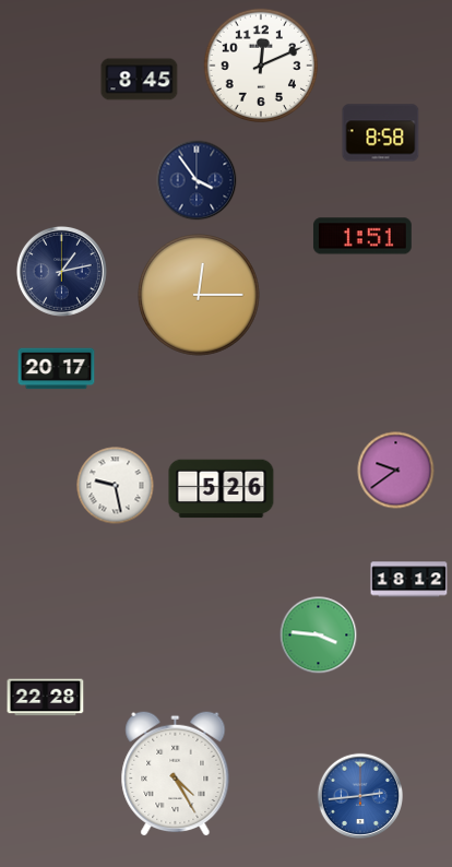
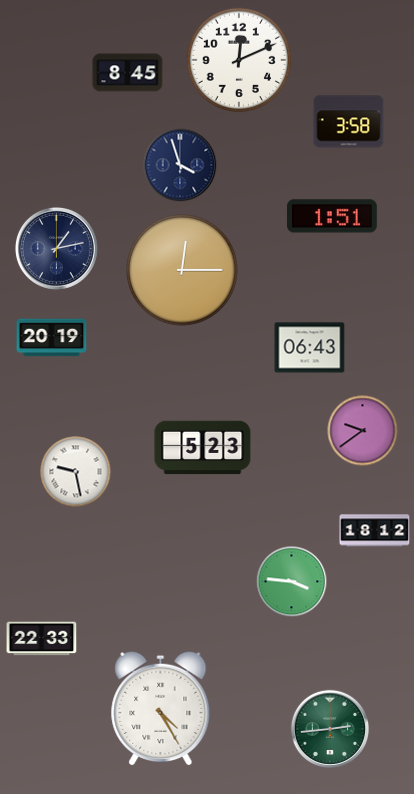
clock at (381, 133): 8:58 -> 3:58
clock at (197, 180): 3:54 -> 3:57
clock at (57, 369): 20:17 -> 20:19
clock at (310, 348): none -> 06:43
clock at (116, 486) position: (116, 486) -> (76, 472)
clock at (222, 489): 5:26 -> 5:23
clock at (46, 698): 22:28 -> 22:33
clock at (359, 795) dial: blue -> green
